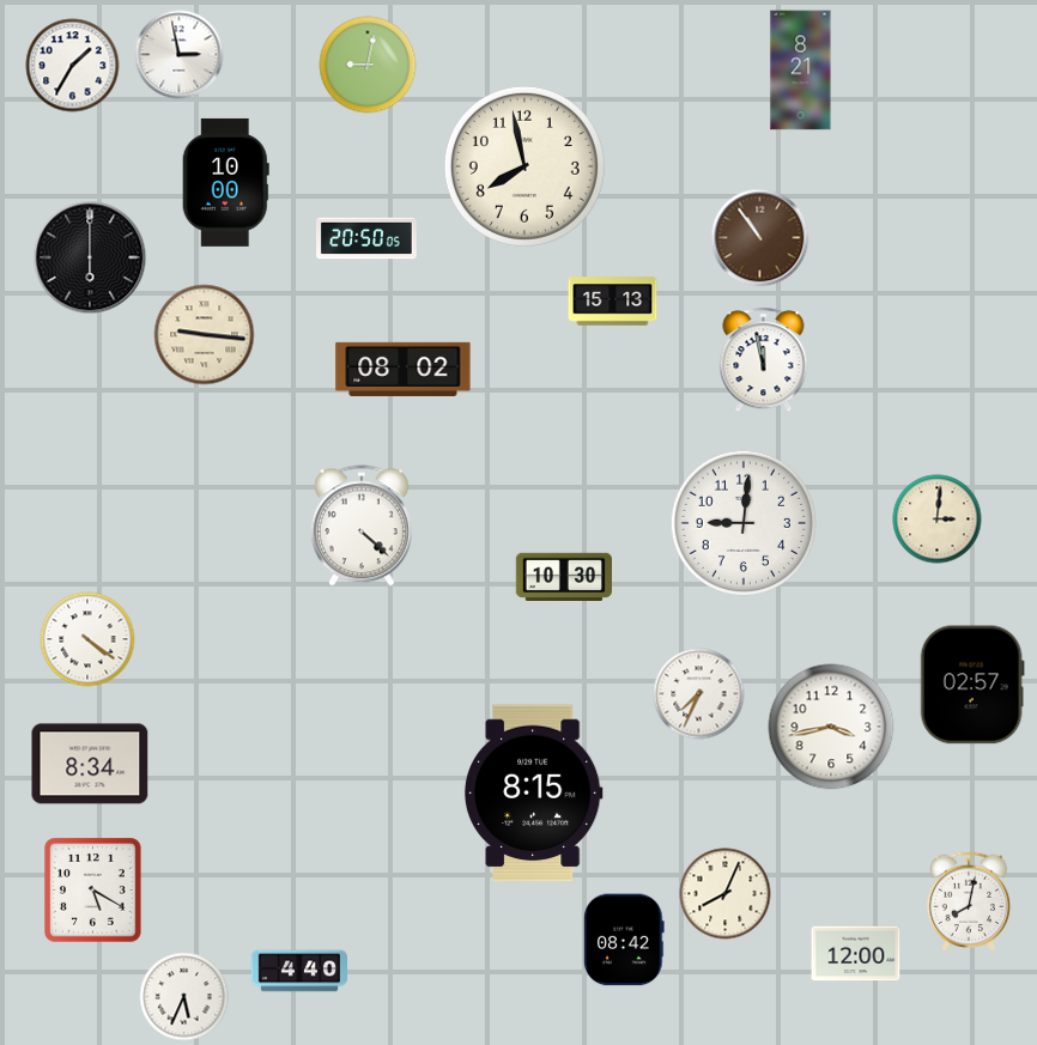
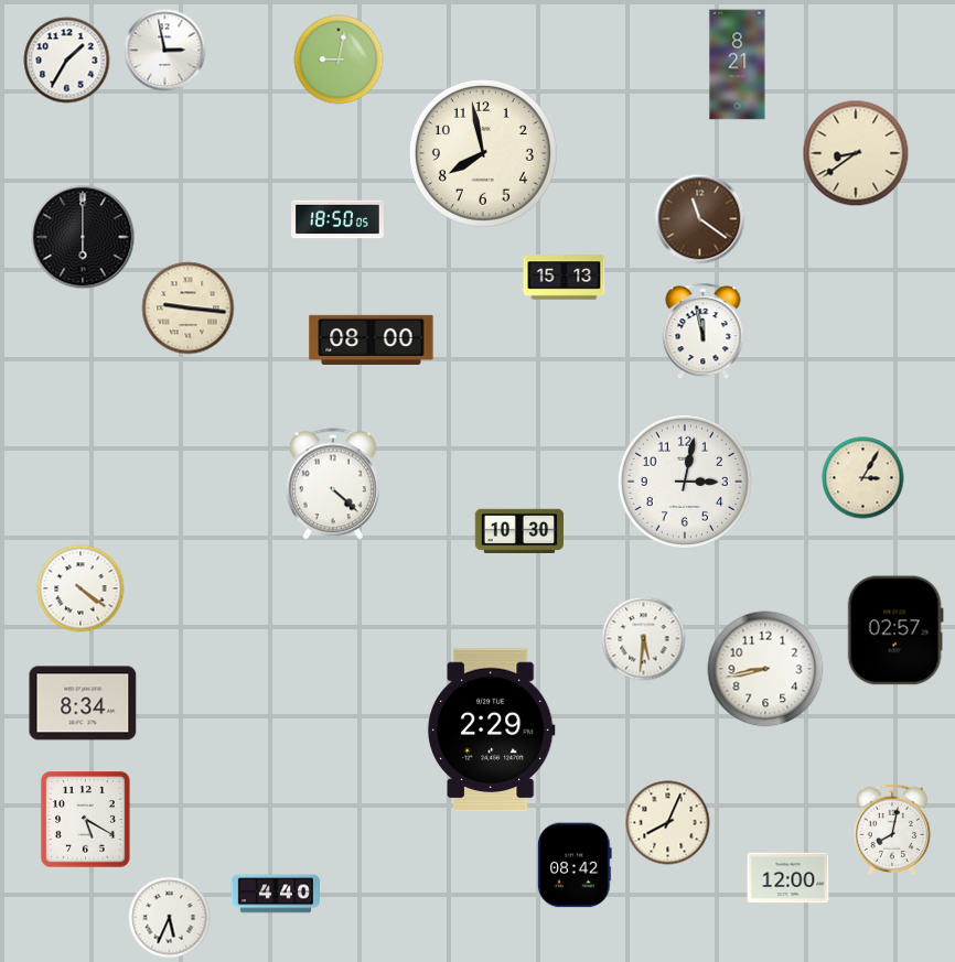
clock at (856, 153): none -> 8:39
clock at (225, 182): 10:00 -> none
clock at (368, 238): 20:50 -> 18:50
clock at (760, 238): 10:54 -> 11:21
clock at (404, 369): 08:02 -> 08:00
clock at (938, 520): 3:01 -> 3:05
clock at (744, 523): 9:01 -> 3:02
clock at (699, 694): 7:34 -> 5:31
clock at (831, 727): 3:43 -> 8:43
clock at (533, 794): 8:15 -> 2:29
